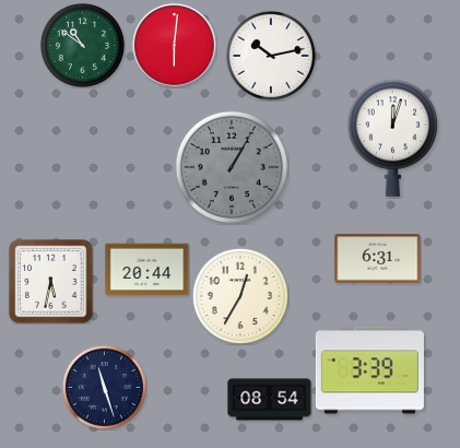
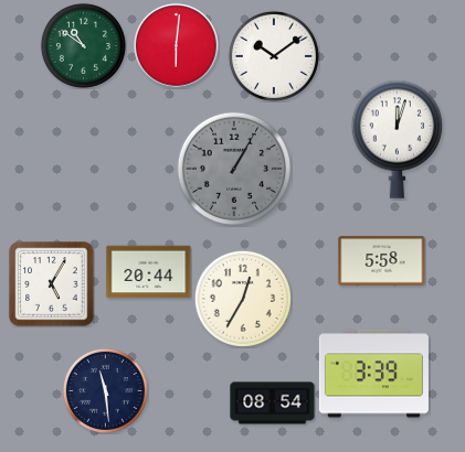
clock at (271, 56): 10:13 -> 10:09
clock at (378, 259): 6:31 -> 5:58
clock at (51, 282): 5:32 -> 5:05
clock at (104, 387): 11:27 -> 11:29
